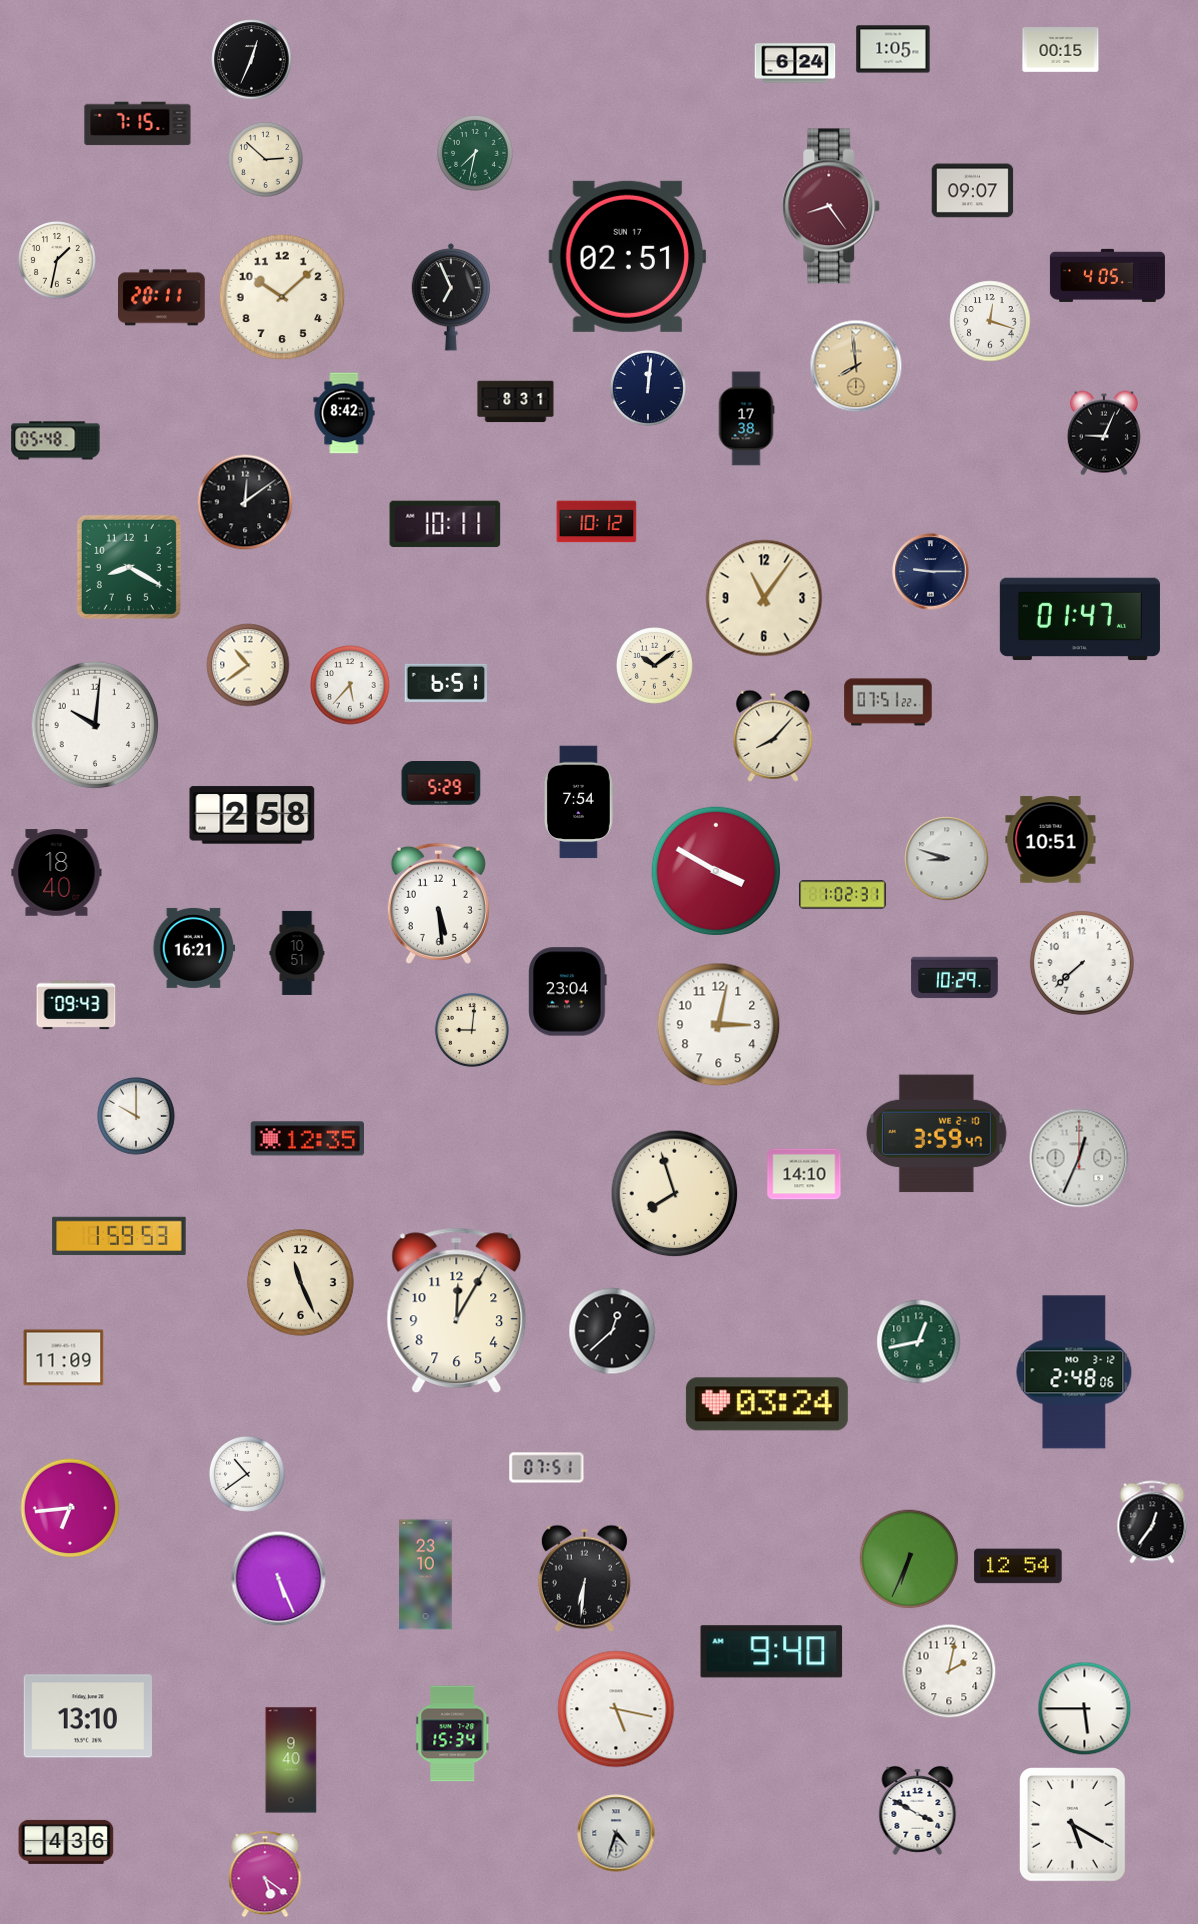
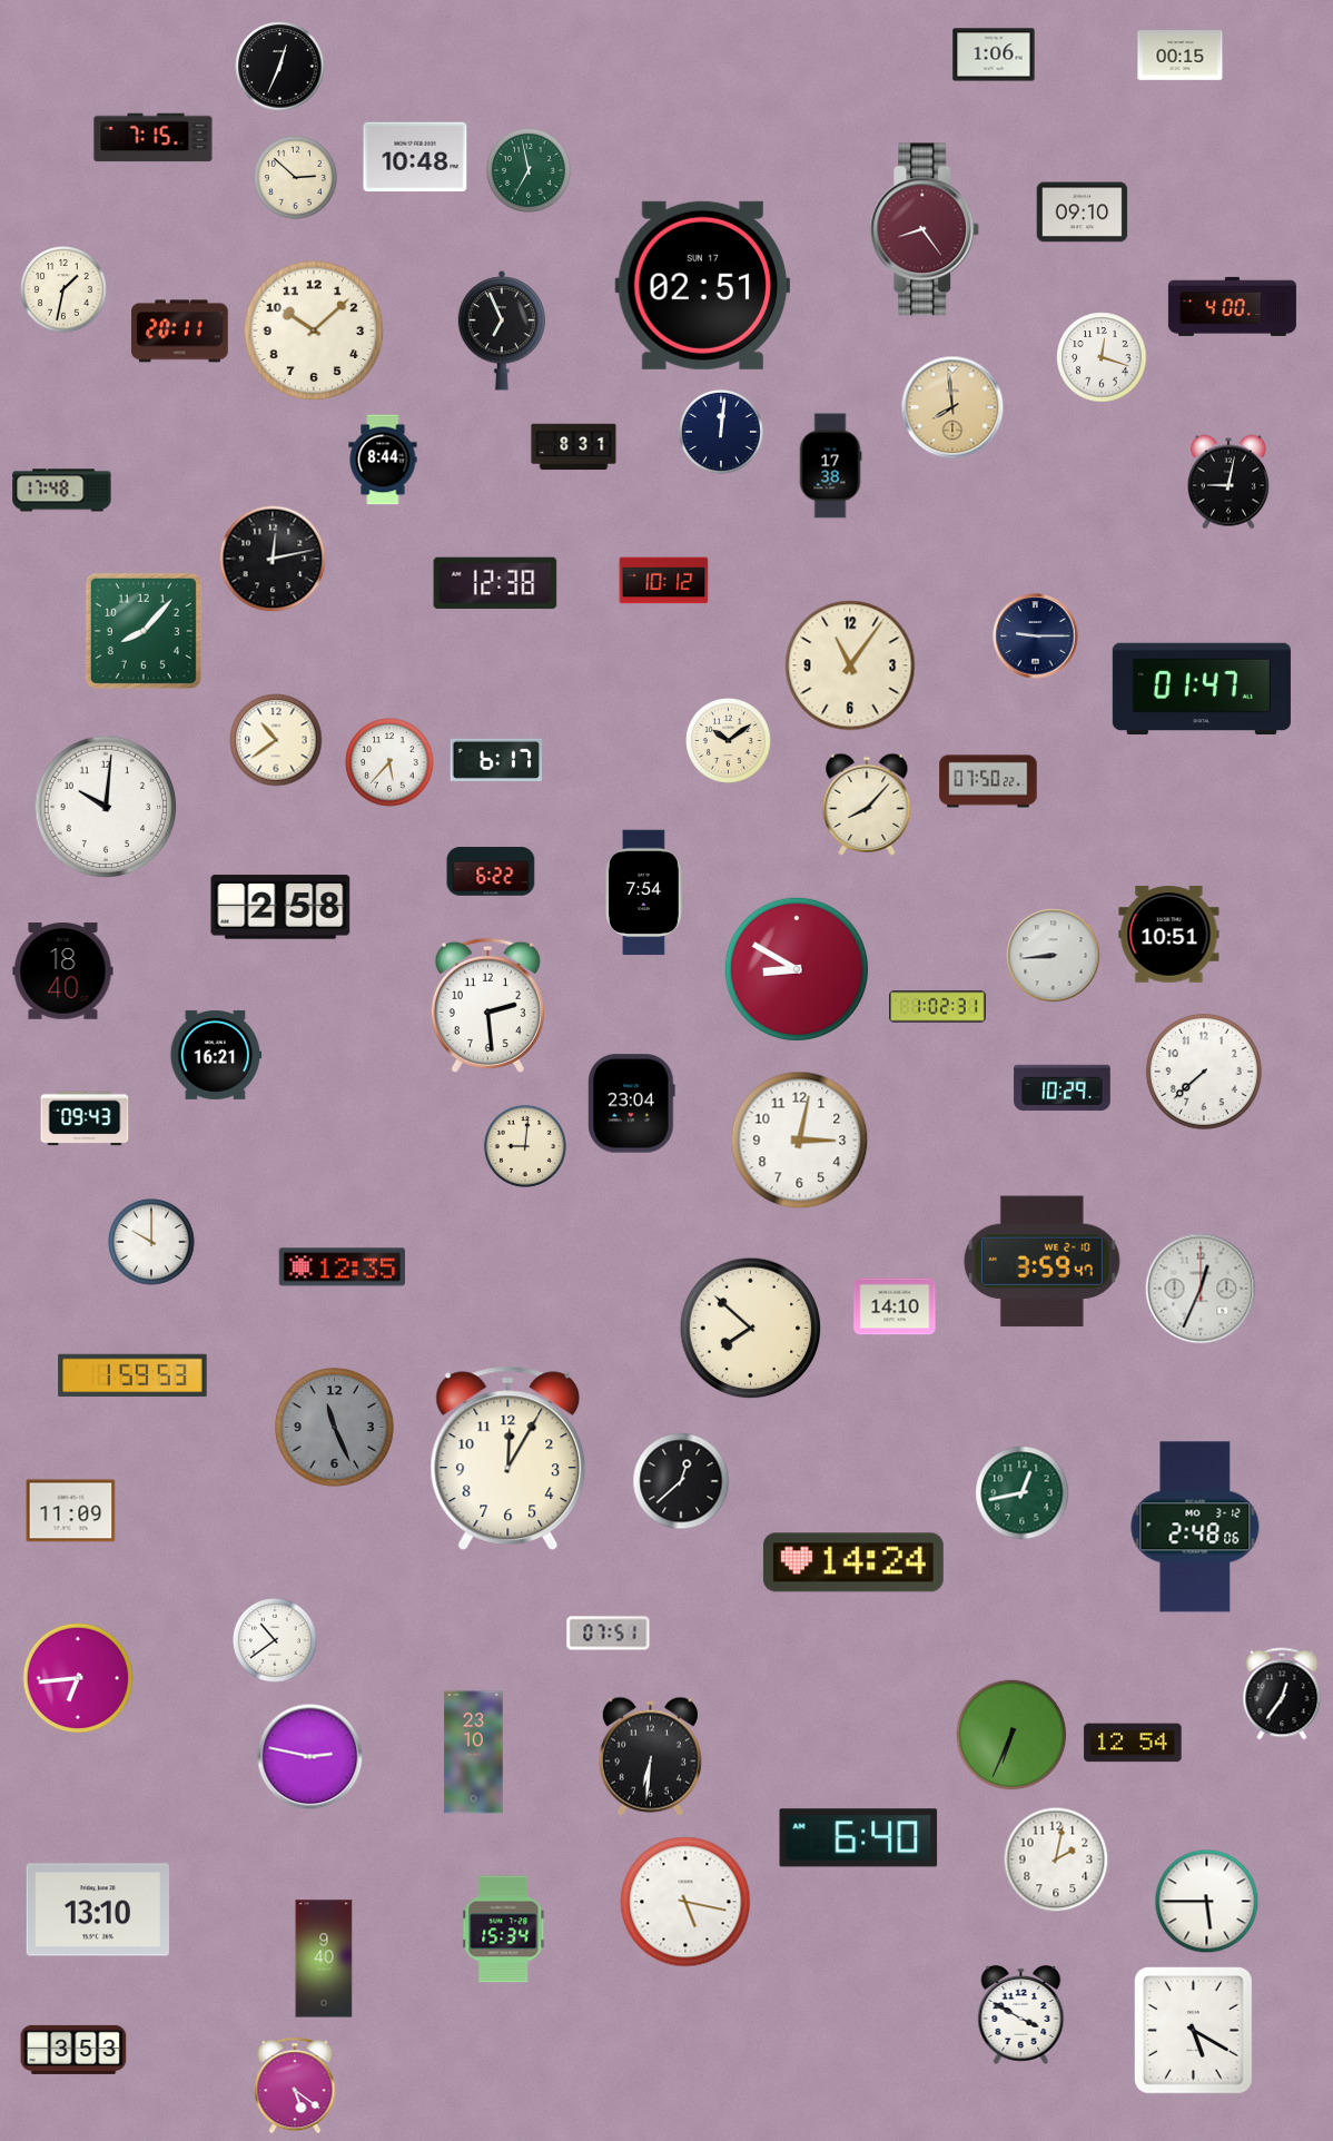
clock at (893, 49): 1:05 -> 1:06
clock at (795, 63): 6:24 -> none
clock at (415, 157): none -> 10:48
clock at (475, 153): 7:32 -> 6:58
clock at (973, 191): 09:07 -> 09:10
clock at (628, 256) position: (628, 256) -> (703, 285)
clock at (1107, 275): 4:05 -> 4:00
clock at (344, 413): 8:42 -> 8:44
clock at (1104, 433): 9:04 -> 9:02
clock at (56, 441): 05:48 -> 17:48
clock at (245, 502): 12:09 -> 12:13
clock at (445, 524): 10:11 -> 12:38
clock at (129, 567): 8:20 -> 8:07
clock at (445, 683): 6:51 -> 6:17
clock at (888, 702): 07:51 -> 07:50
clock at (773, 736) position: (773, 736) -> (867, 805)
clock at (441, 784): 5:29 -> 6:22
clock at (947, 859): 8:48 -> 8:44
clock at (715, 870): 3:50 -> 8:50
clock at (843, 895) position: (843, 895) -> (938, 1007)
clock at (438, 903): 5:29 -> 2:29
clock at (297, 953): 10:51 -> none
clock at (675, 1194): 7:57 -> 7:52
clock at (301, 1283) dial: cream -> grey
clock at (767, 1404): 03:24 -> 14:24
clock at (279, 1579): 5:26 -> 2:47
clock at (772, 1652): 9:40 -> 6:40
clock at (616, 1833): 4:33 -> none
clock at (66, 1842): 4:36 -> 3:53
